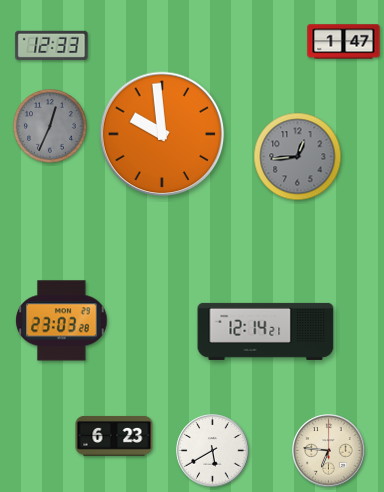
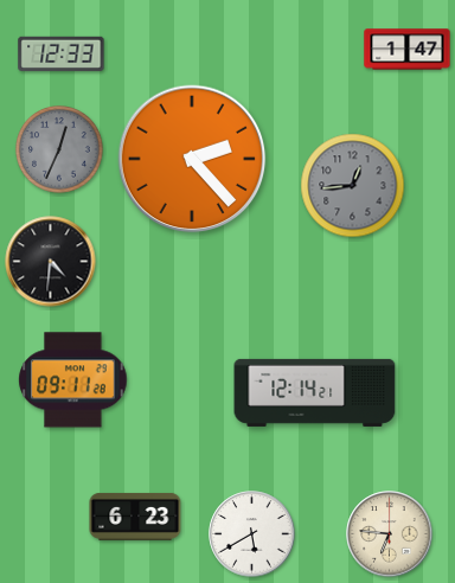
clock at (162, 134): 9:59 -> 2:23
clock at (51, 262): none -> 4:31
clock at (62, 321): 23:03 -> 09:11
